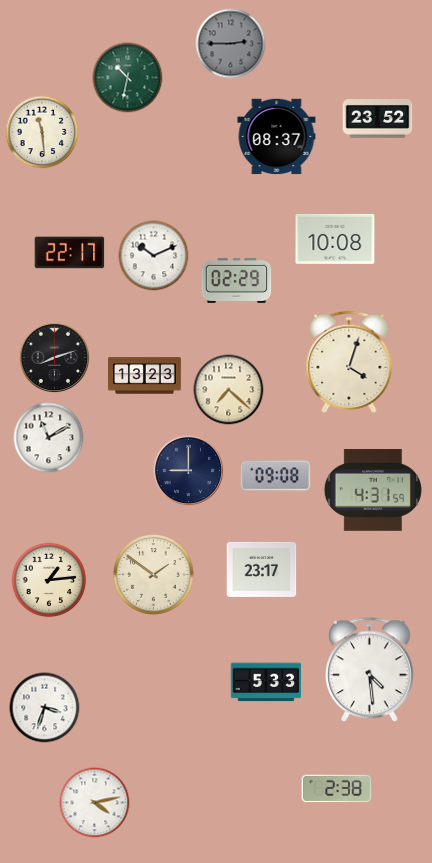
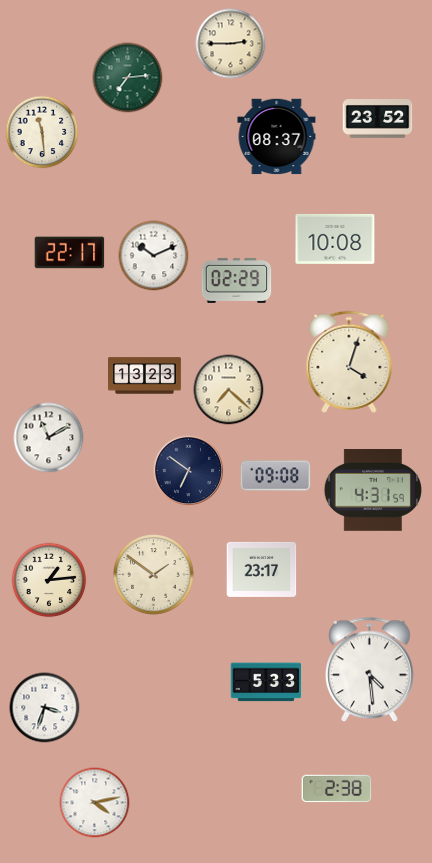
clock at (231, 44) dial: grey -> cream
clock at (128, 78): 10:32 -> 7:14
clock at (55, 358): 8:12 -> none
clock at (189, 471): 9:00 -> 6:51
